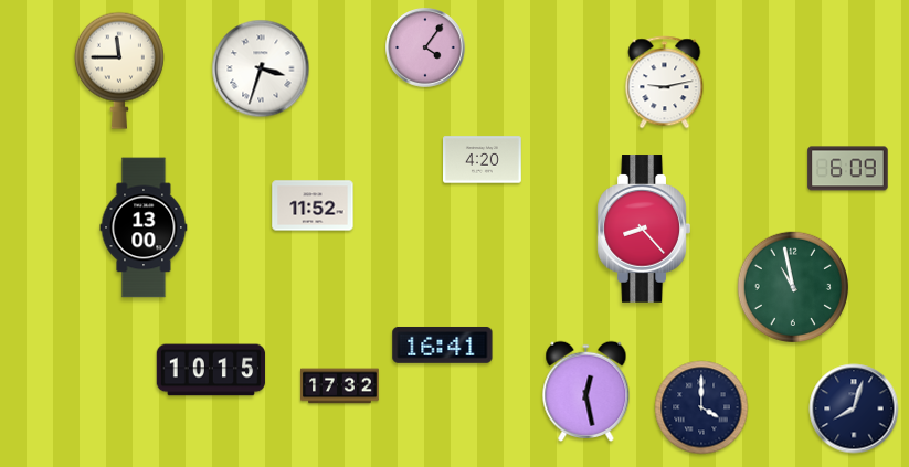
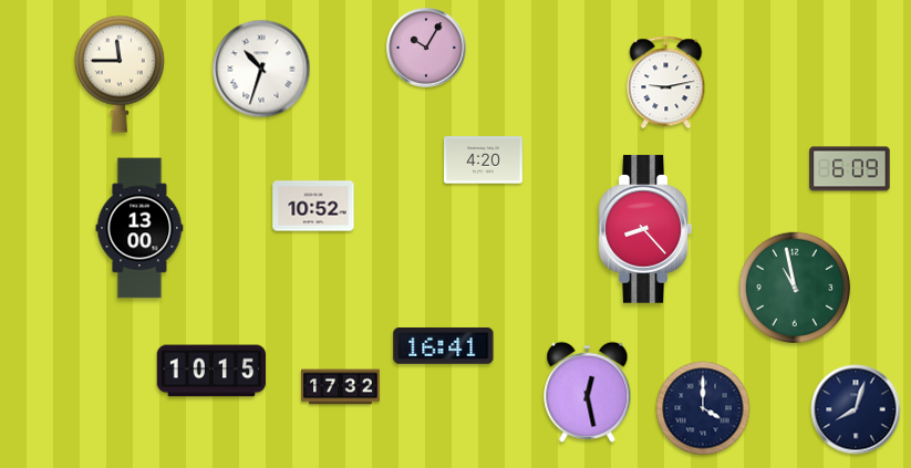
clock at (425, 47): 4:06 -> 10:05
clock at (261, 68): 3:33 -> 10:33
clock at (119, 71) position: (119, 71) -> (120, 74)
clock at (313, 205): 11:52 -> 10:52
clock at (144, 227) position: (144, 227) -> (139, 228)
